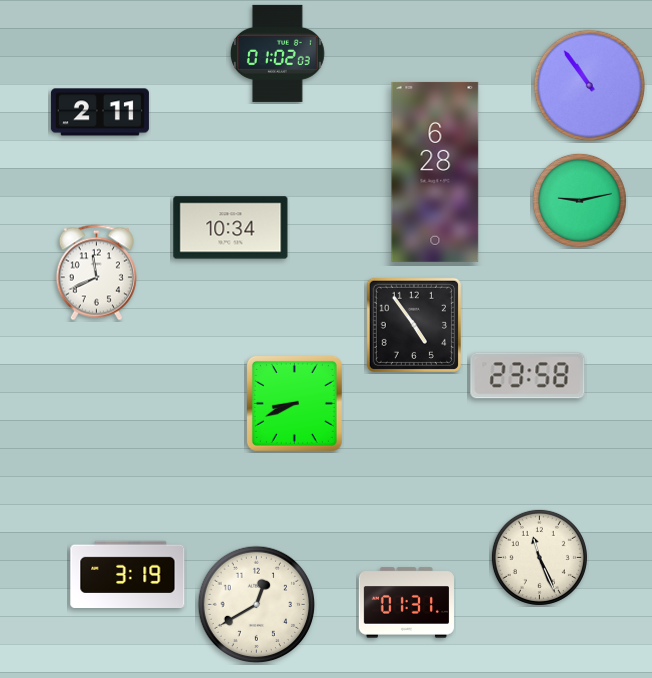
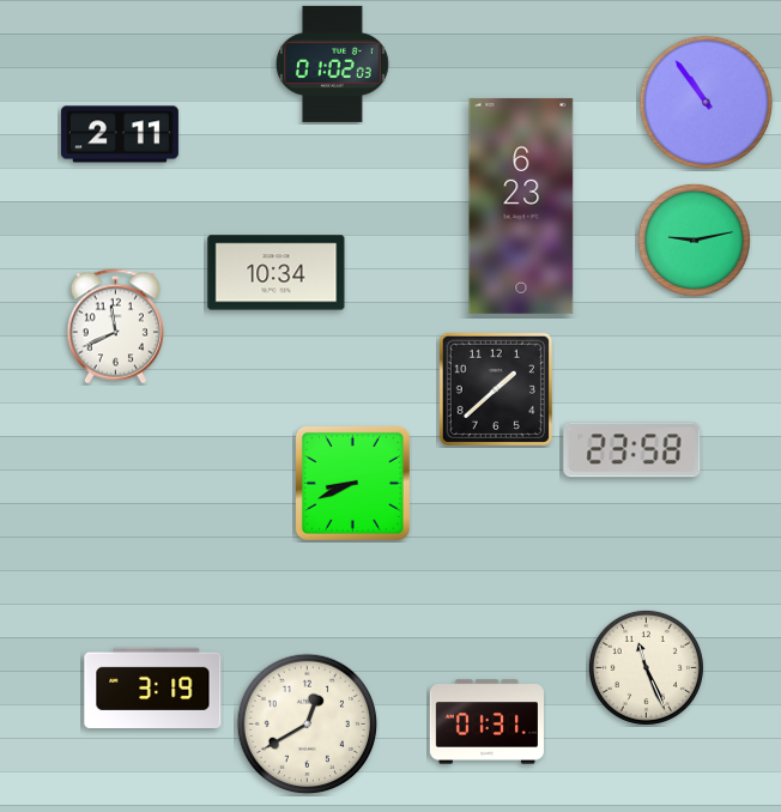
clock at (435, 172): 6:28 -> 6:23
clock at (414, 325): 4:54 -> 1:38
